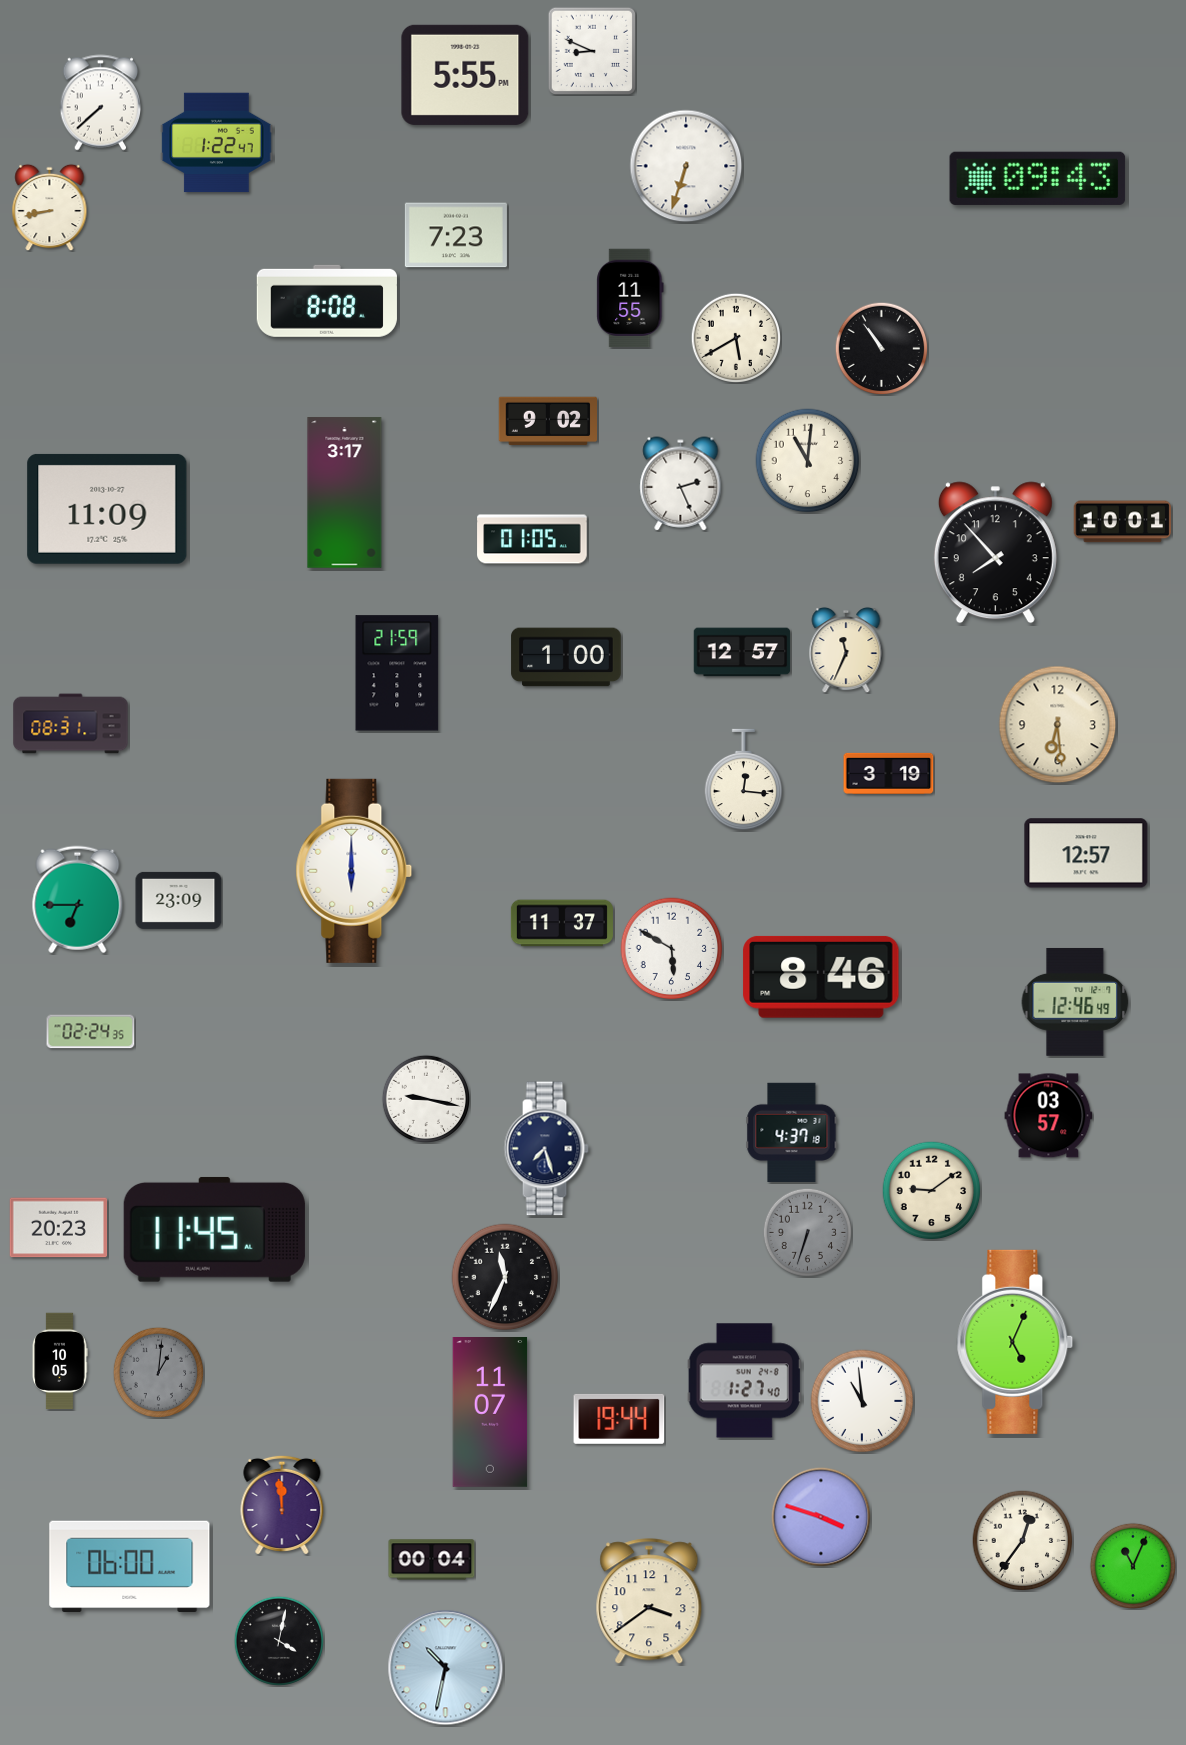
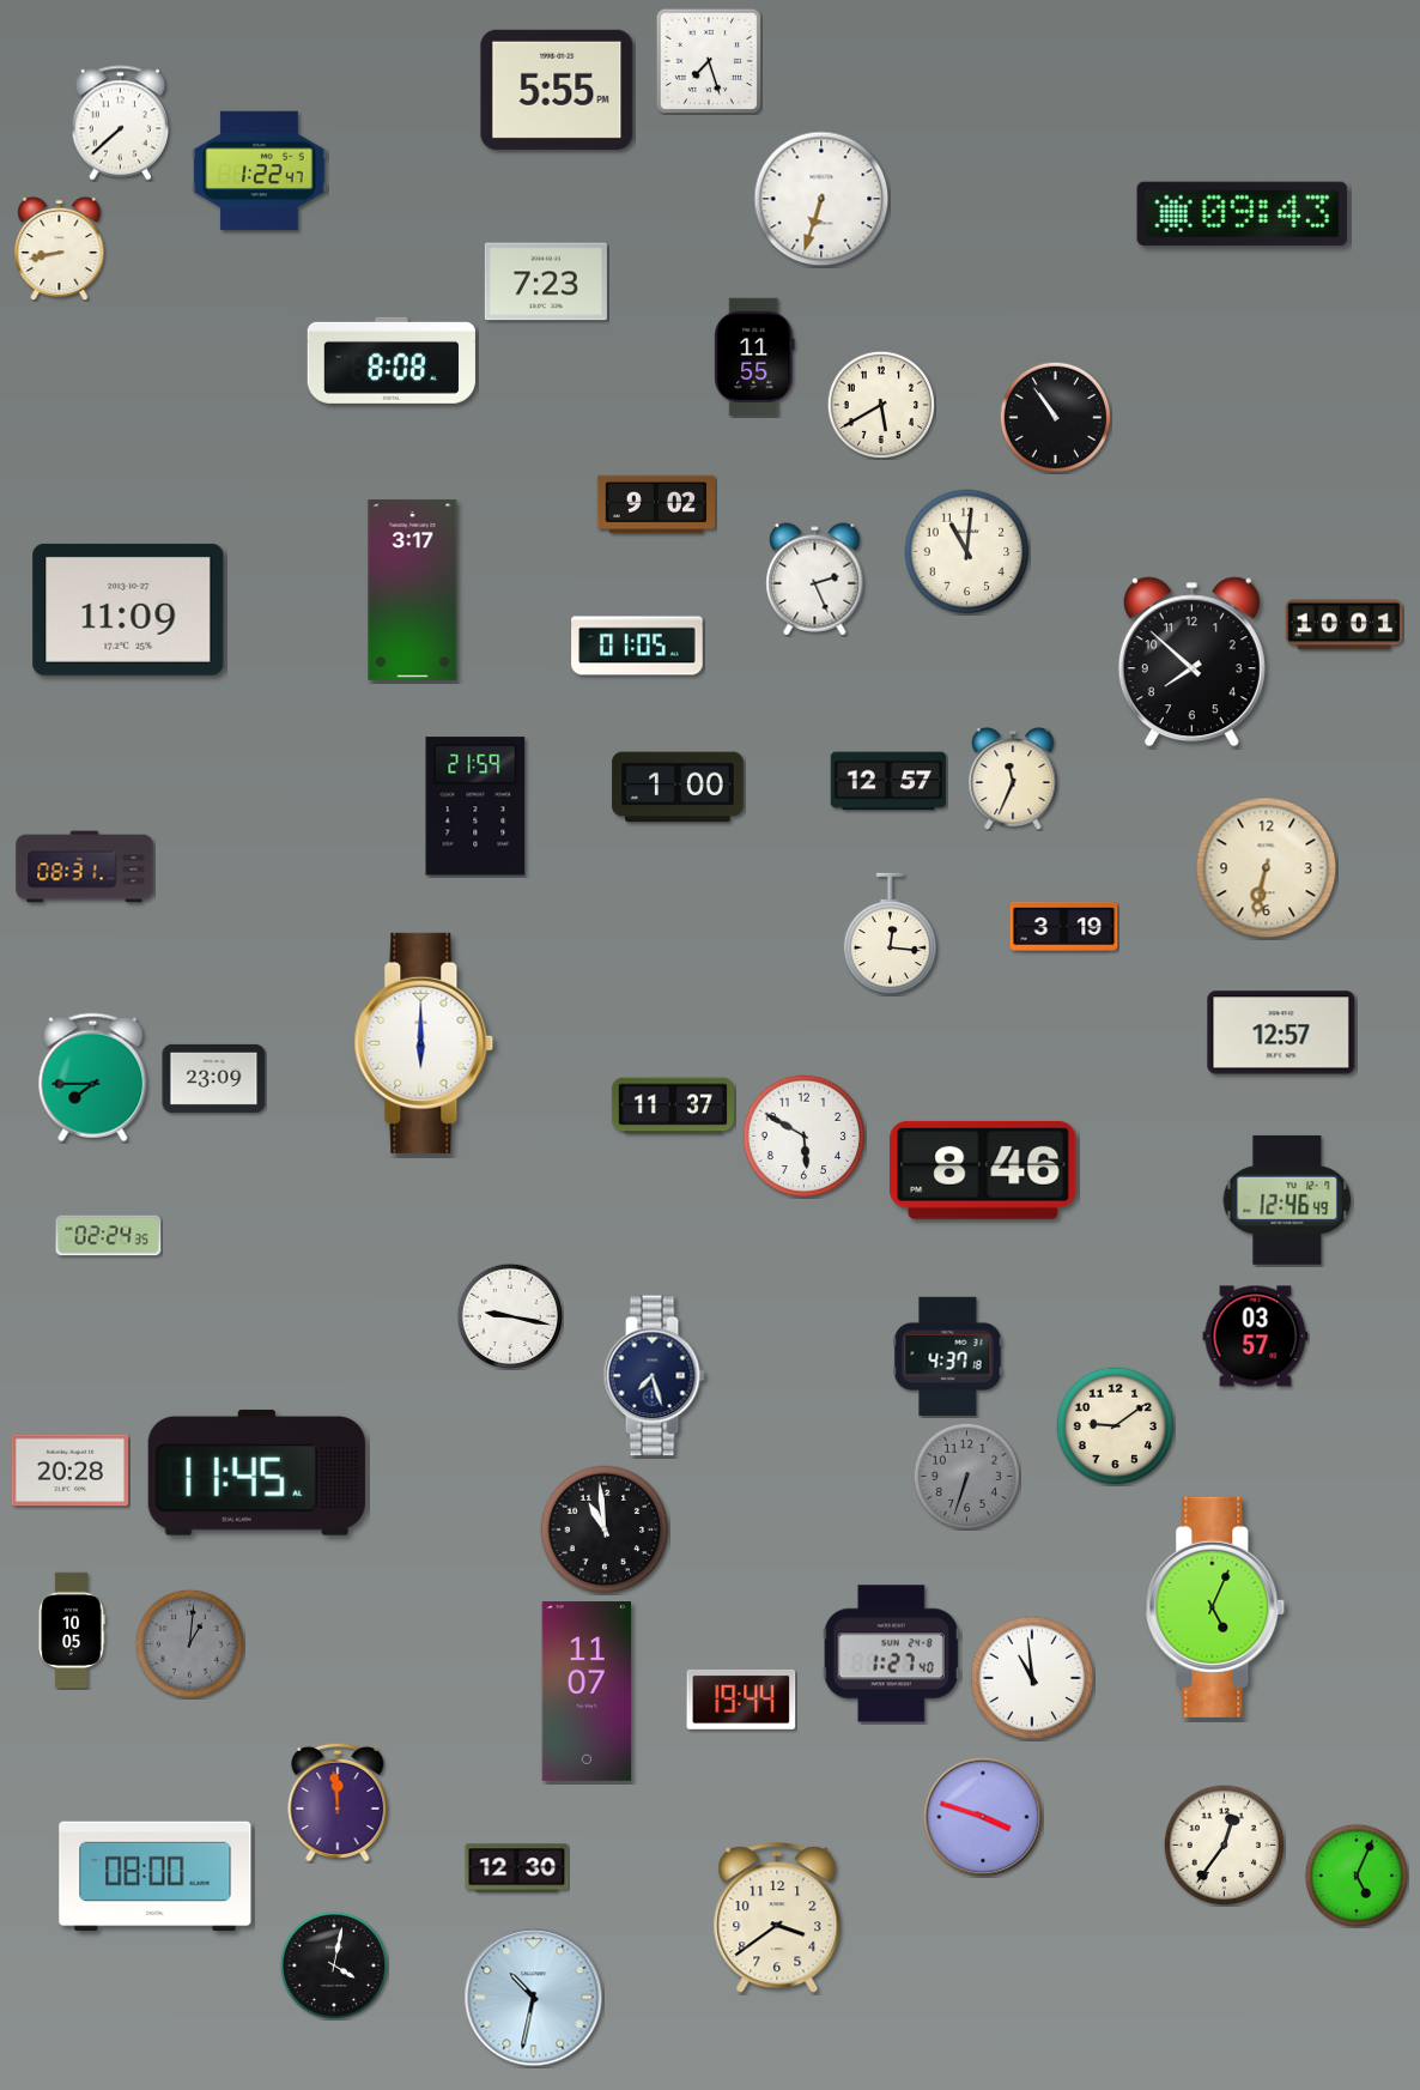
clock at (591, 50): 8:49 -> 7:27
clock at (995, 553): 7:53 -> 7:52
clock at (1058, 725): 6:29 -> 6:32
clock at (1086, 853) position: (1086, 853) -> (1281, 1032)
clock at (78, 900): 6:45 -> 7:45
clock at (59, 1228): 20:23 -> 20:28
clock at (505, 1277): 11:34 -> 10:59
clock at (432, 1560): 00:04 -> 12:30
clock at (1132, 1565): 11:04 -> 5:04
clock at (130, 1567): 06:00 -> 08:00
